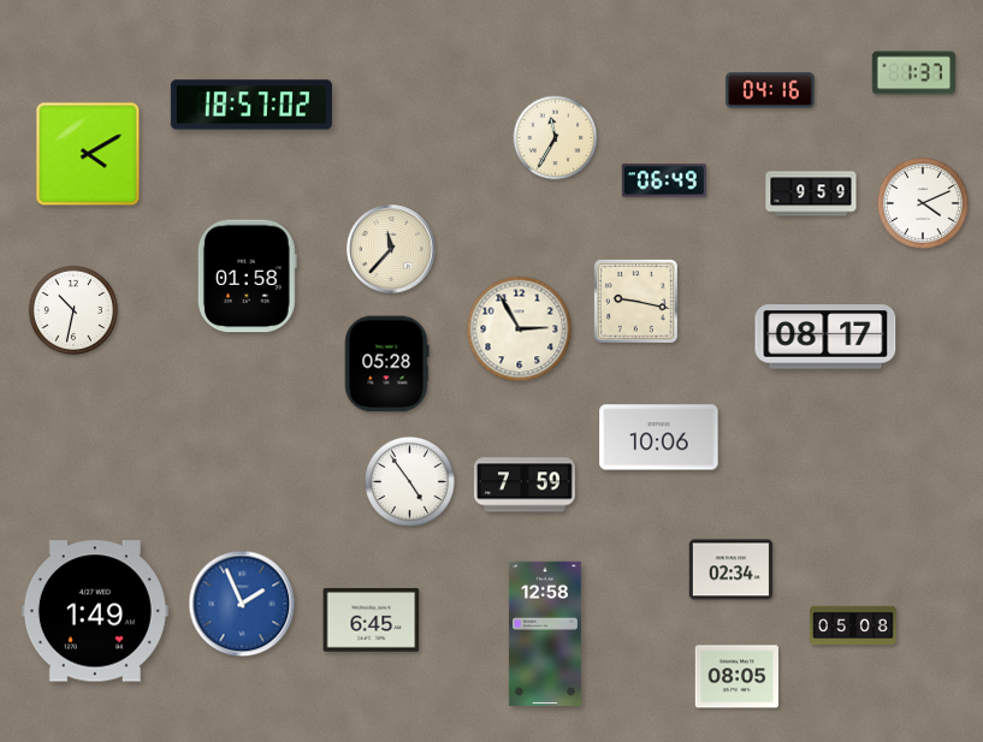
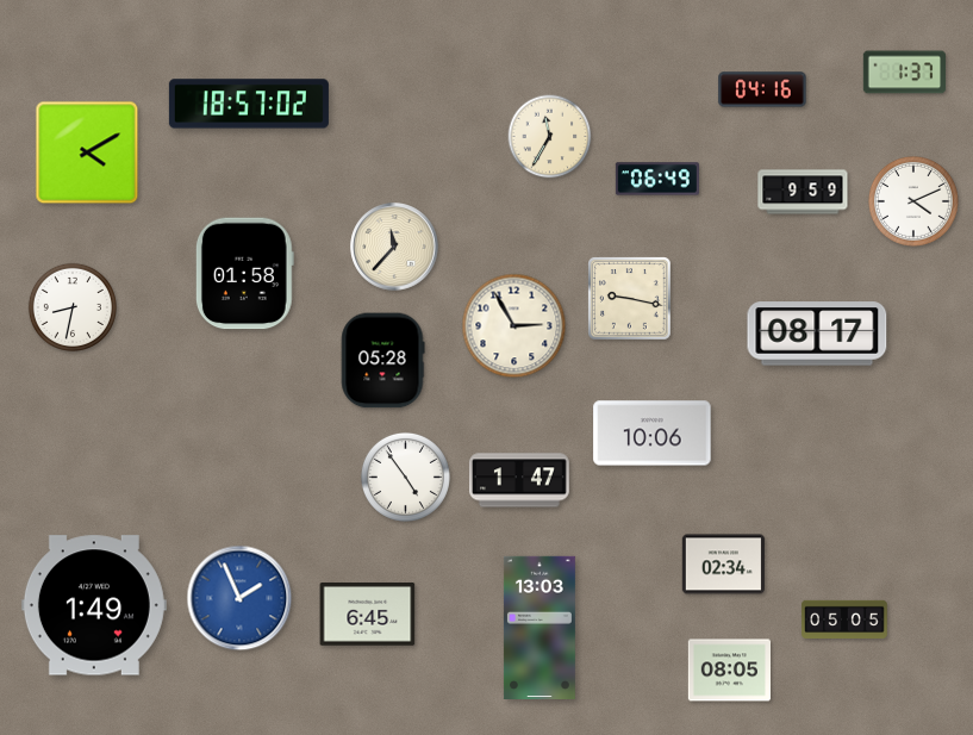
clock at (391, 249) position: (391, 249) -> (394, 247)
clock at (73, 310): 10:32 -> 8:32
clock at (525, 485): 7:59 -> 1:47
clock at (853, 625): 05:08 -> 05:05
clock at (545, 633): 12:58 -> 13:03
